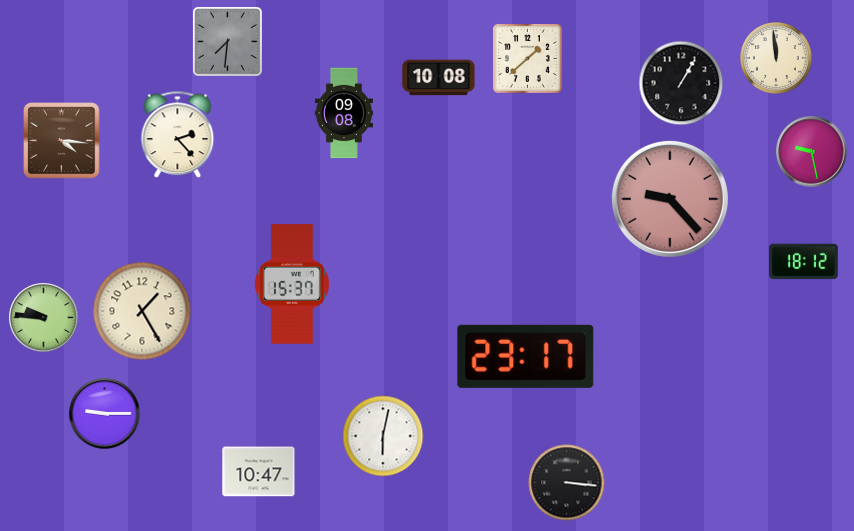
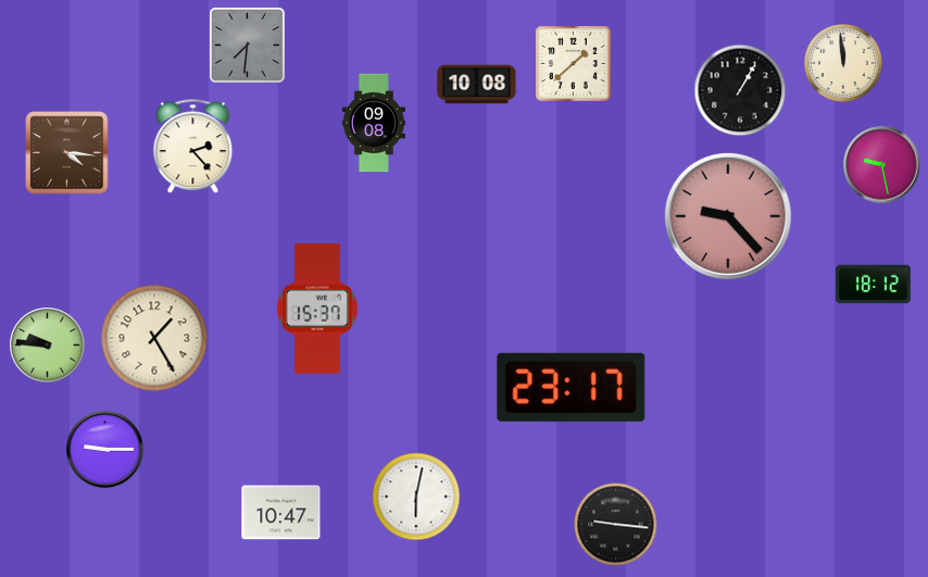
clock at (105, 414) position: (105, 414) -> (105, 450)
clock at (383, 436) position: (383, 436) -> (416, 497)
clock at (567, 483): 3:16 -> 9:16
